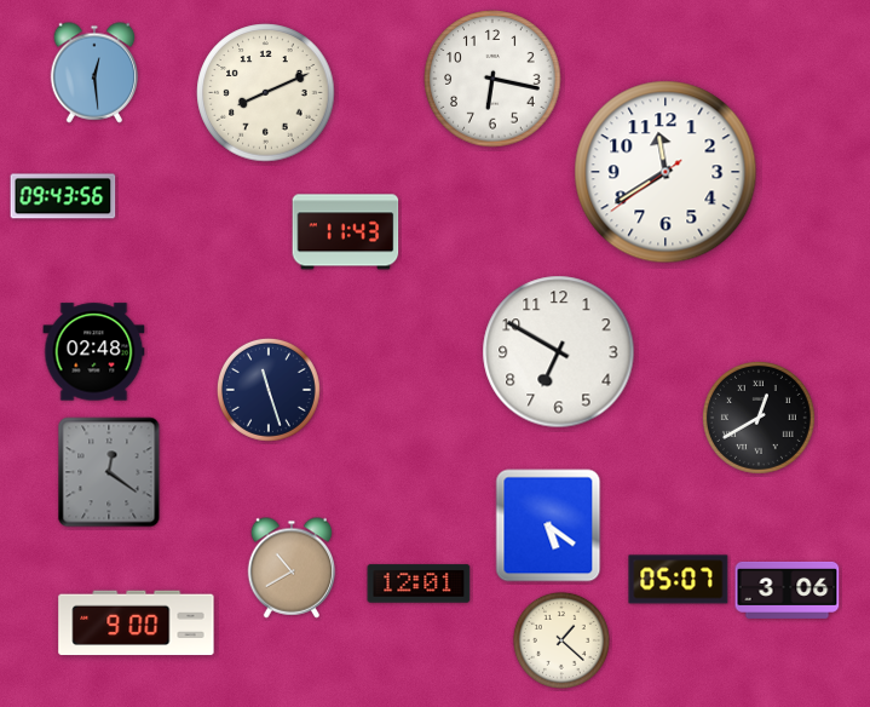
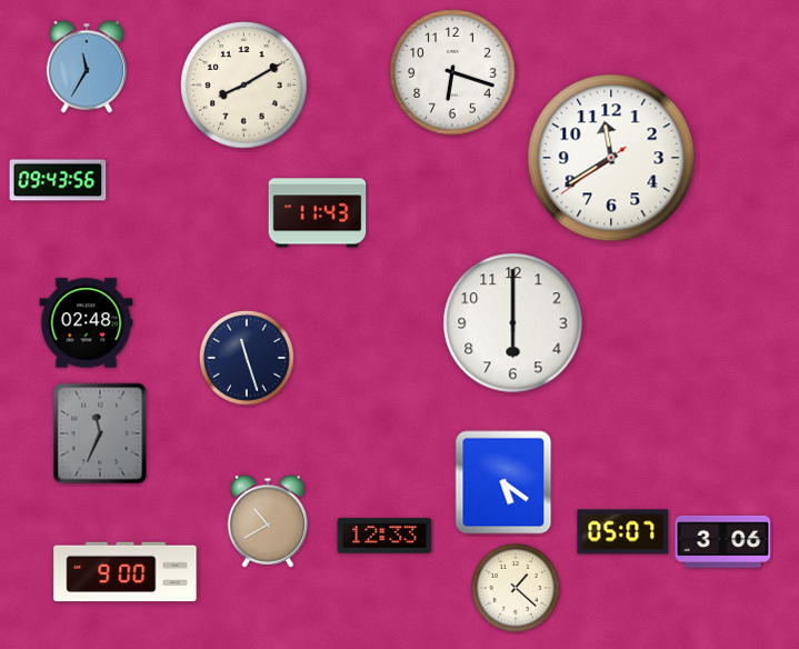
clock at (94, 73): 12:29 -> 11:35
clock at (492, 79): 6:17 -> 6:18
clock at (266, 93): 8:11 -> 8:10
clock at (559, 352): 6:50 -> 6:00
clock at (759, 418): 12:40 -> none
clock at (109, 472): 12:21 -> 11:34
clock at (419, 584): 12:01 -> 12:33
